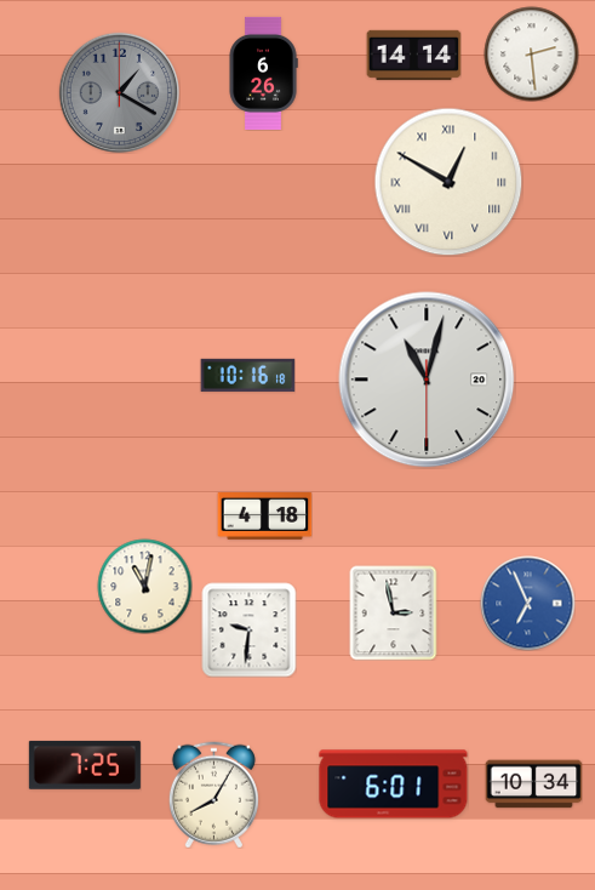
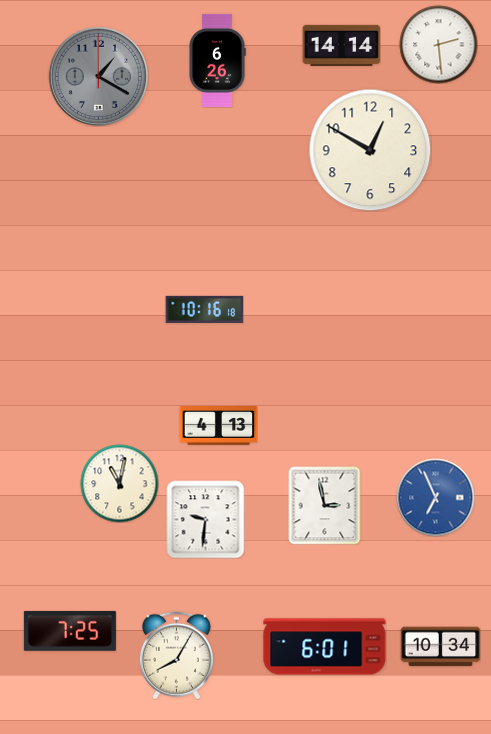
clock at (448, 182) numerals: Roman -> Arabic
clock at (427, 380): 11:02 -> none
clock at (264, 517): 4:18 -> 4:13
